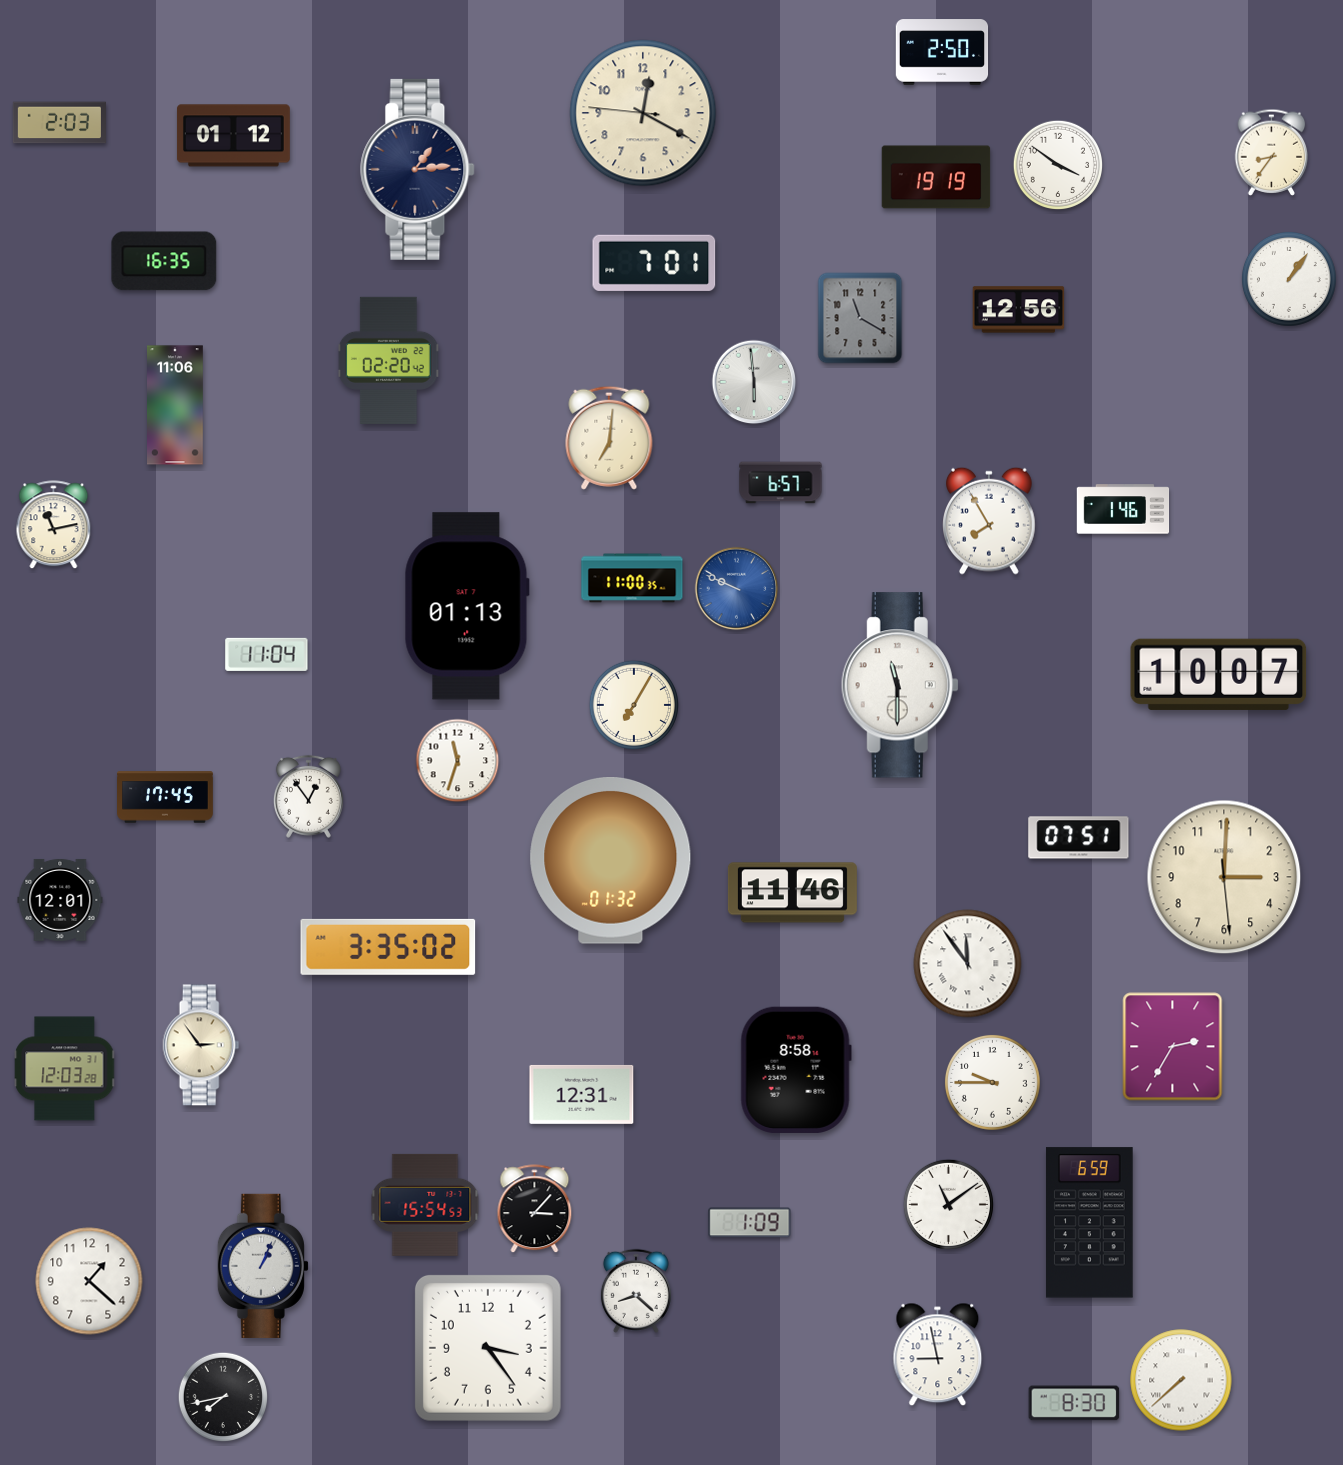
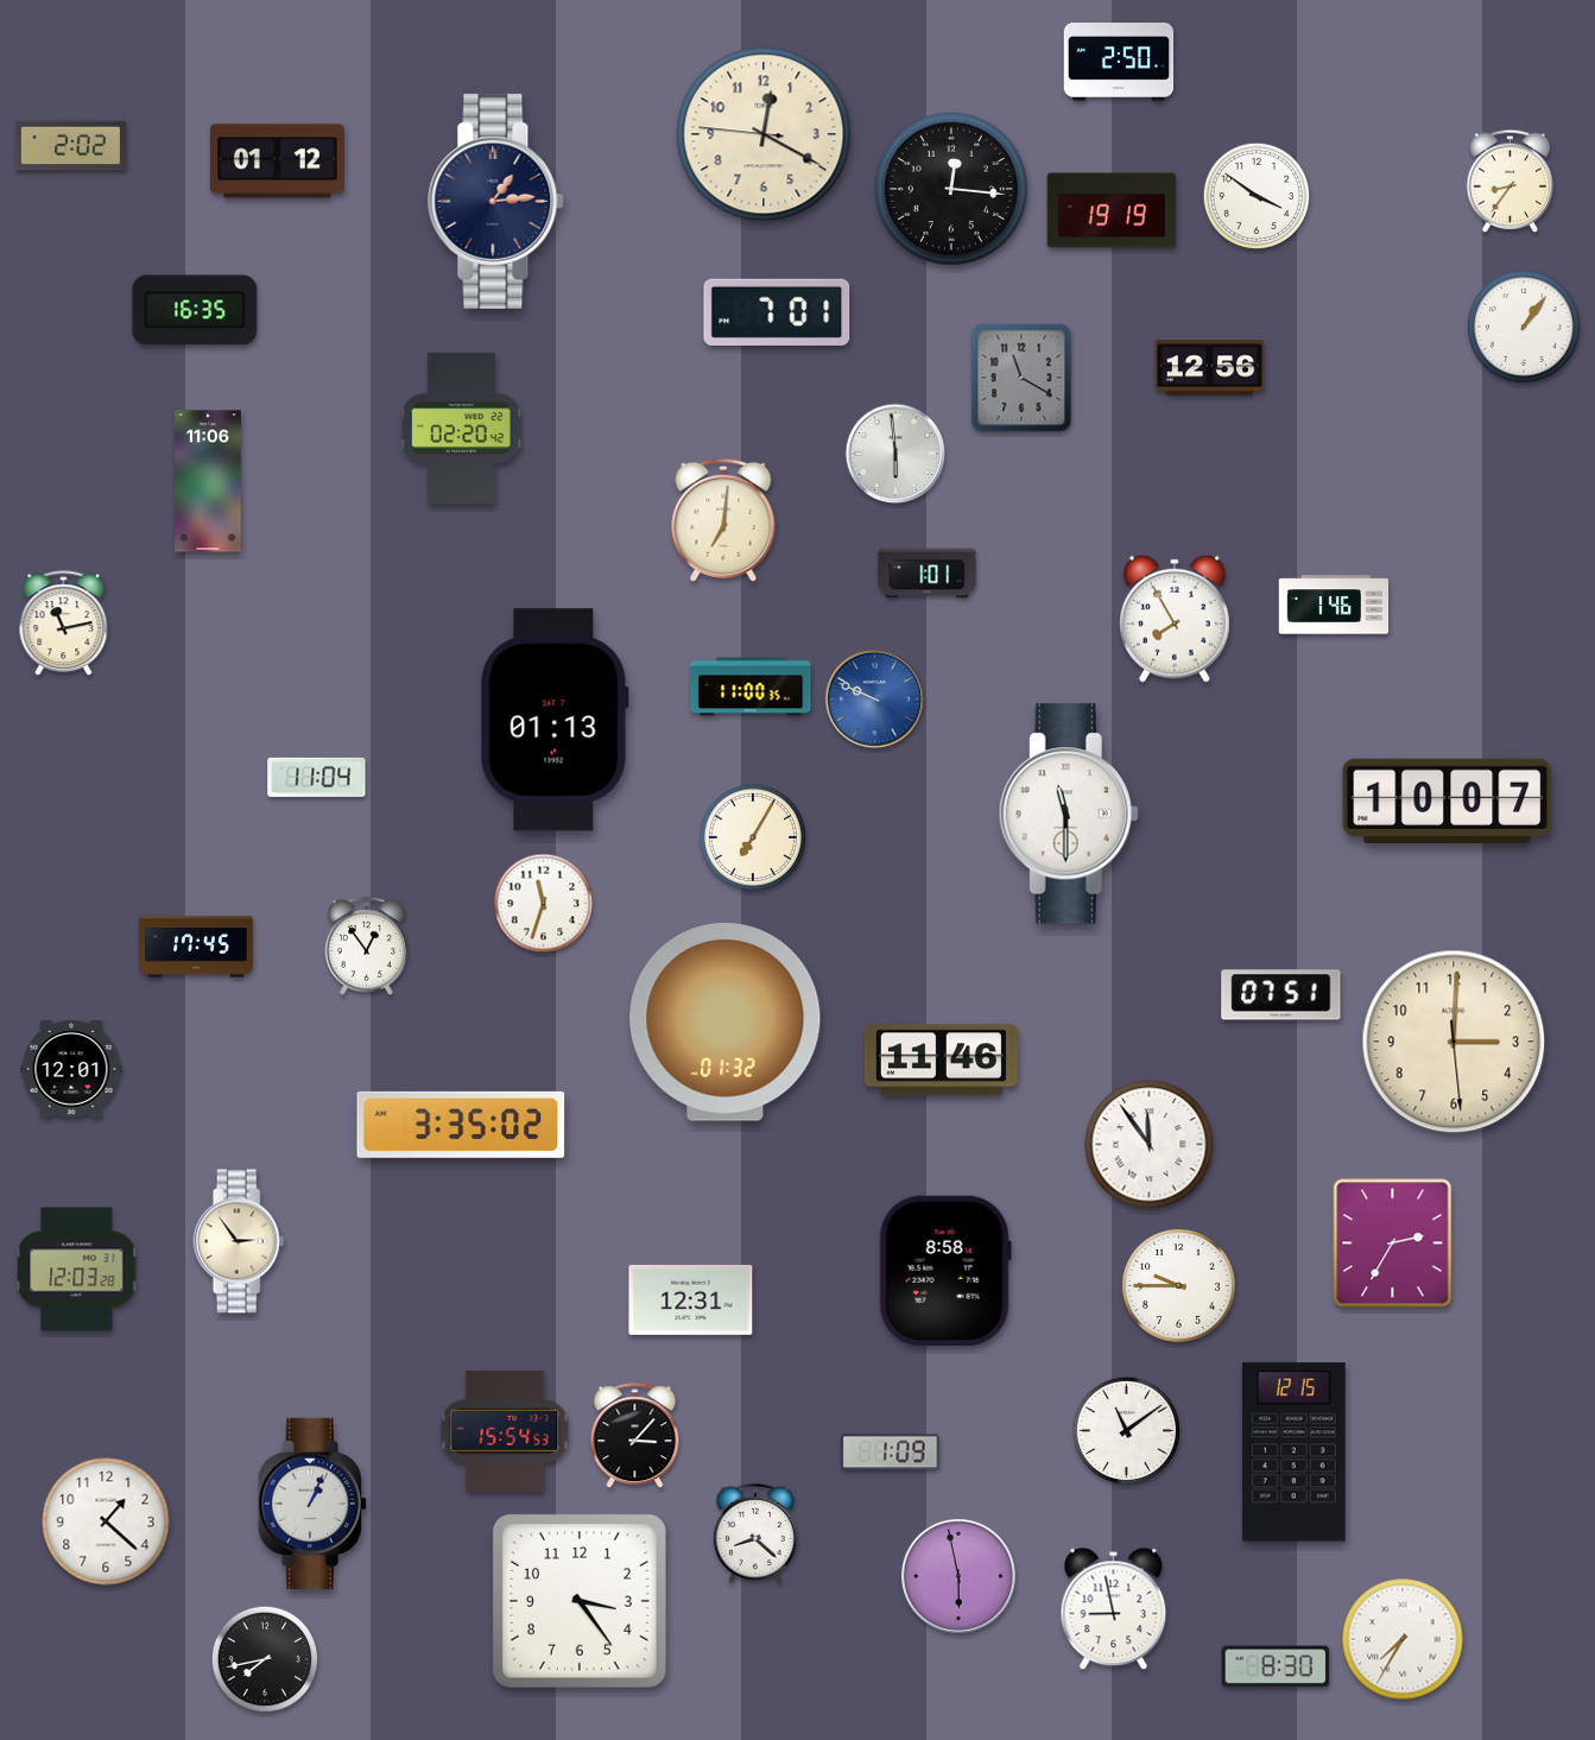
clock at (59, 123): 2:03 -> 2:02
clock at (951, 189): none -> 12:16
clock at (1289, 279) position: (1289, 279) -> (1524, 327)
clock at (781, 483): 6:57 -> 1:01
clock at (1089, 1223): 6:59 -> 12:15
clock at (958, 1576): none -> 5:58
clock at (1181, 1380): 7:38 -> 7:35
